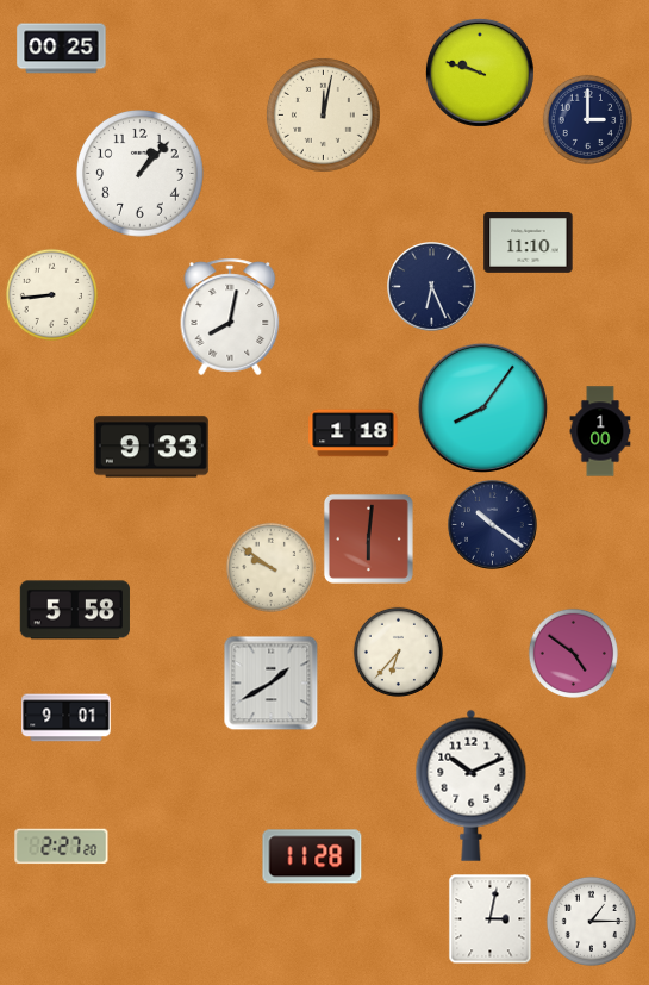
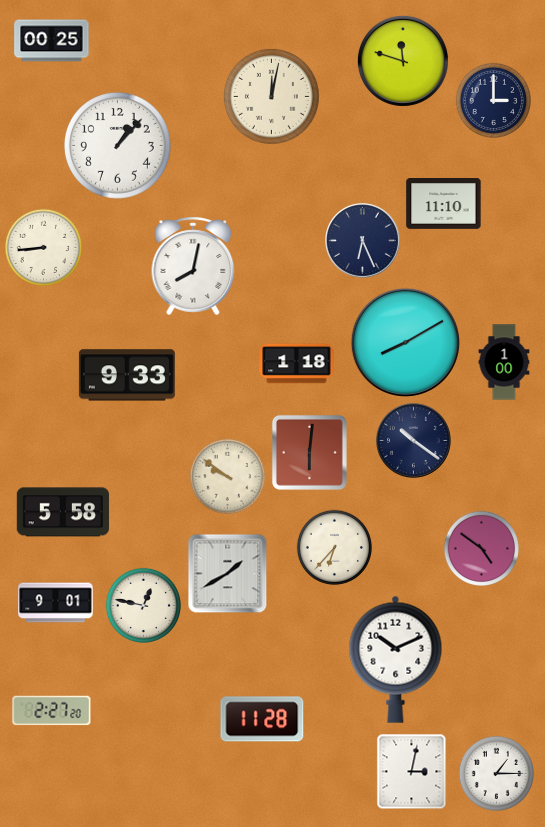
clock at (480, 73): 9:48 -> 11:48
clock at (482, 407): 8:06 -> 8:10
clock at (143, 605): none -> 12:47
